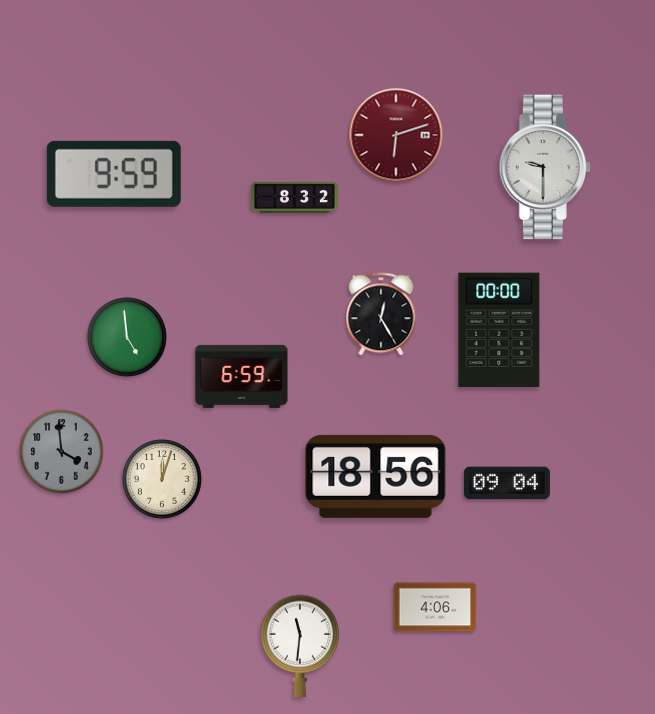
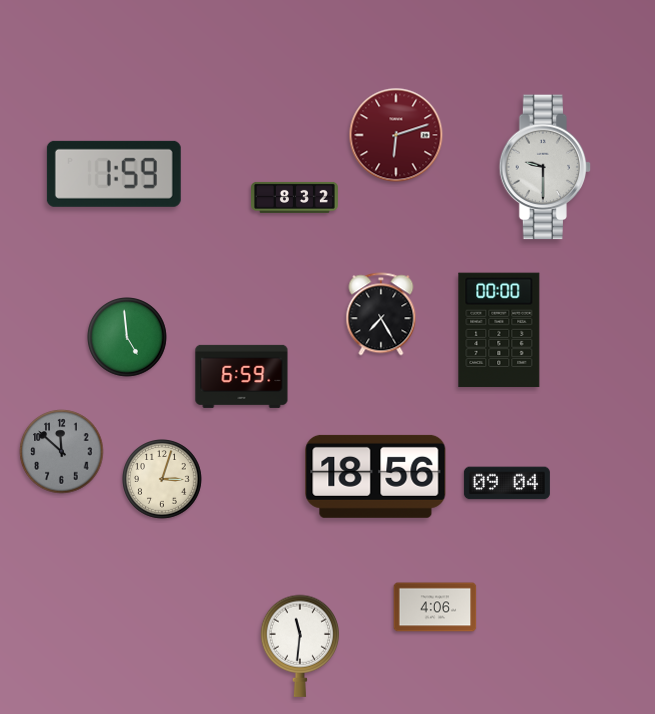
clock at (114, 174): 9:59 -> 1:59
clock at (381, 314): 12:25 -> 7:25
clock at (62, 452): 3:59 -> 11:52
clock at (163, 480): 12:03 -> 3:03
